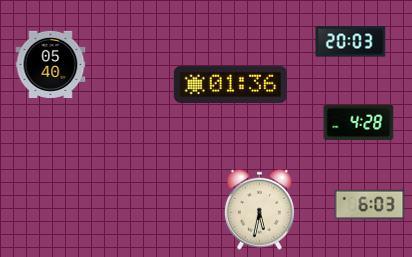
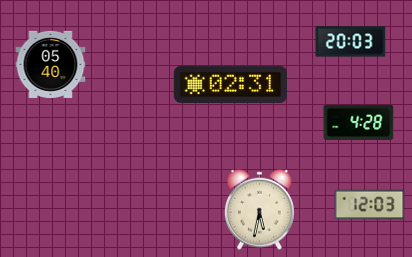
clock at (230, 84): 01:36 -> 02:31
clock at (370, 205): 6:03 -> 12:03
